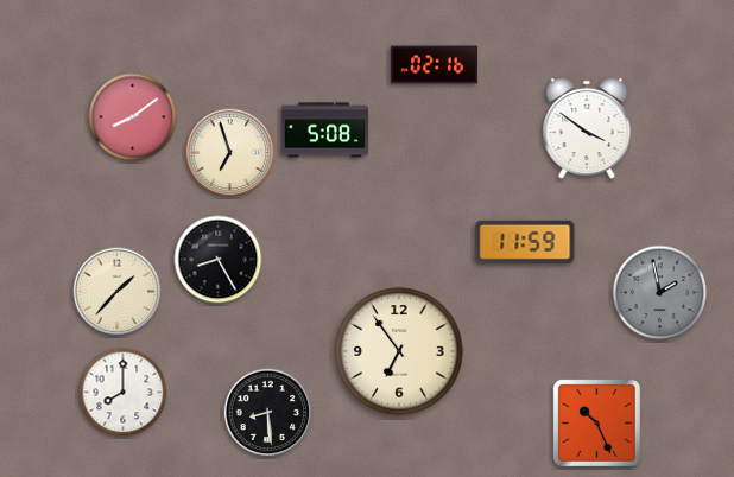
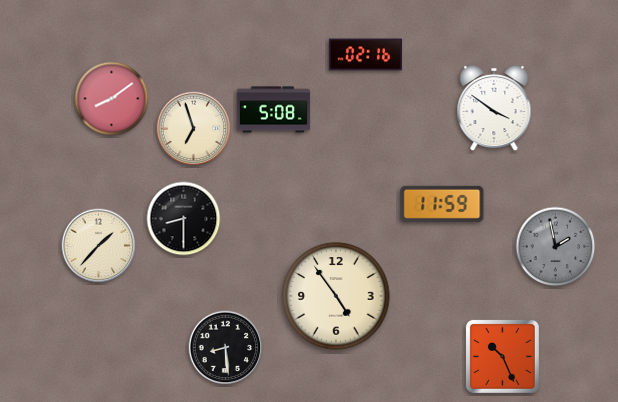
clock at (219, 260): 8:25 -> 8:30
clock at (399, 351): 6:54 -> 4:54
clock at (124, 393): 8:00 -> none
